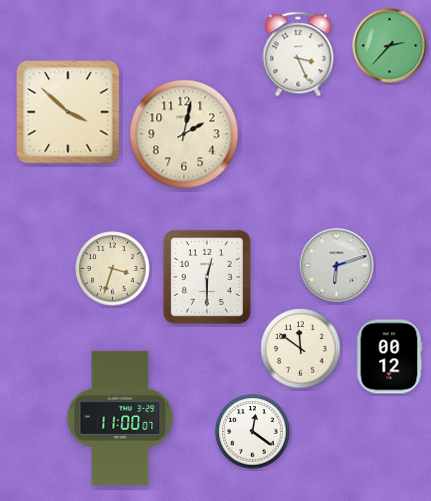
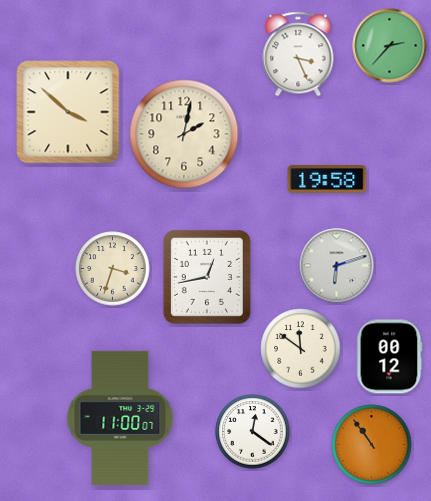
clock at (327, 179): none -> 19:58
clock at (207, 277): 12:30 -> 12:43
clock at (372, 445): none -> 10:54
